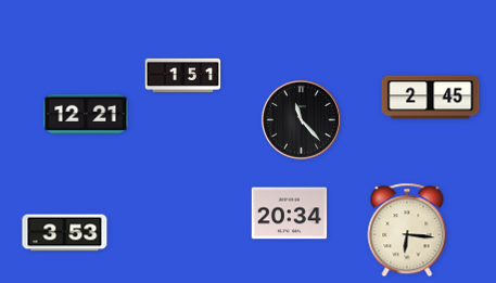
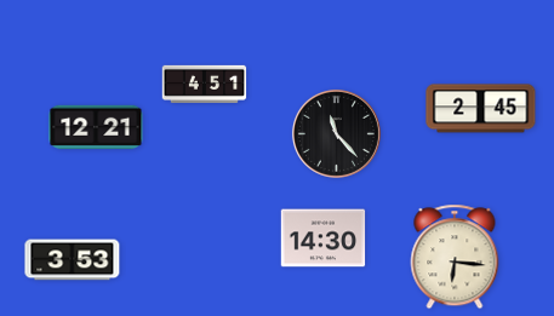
clock at (183, 75): 1:51 -> 4:51
clock at (290, 214): 20:34 -> 14:30
